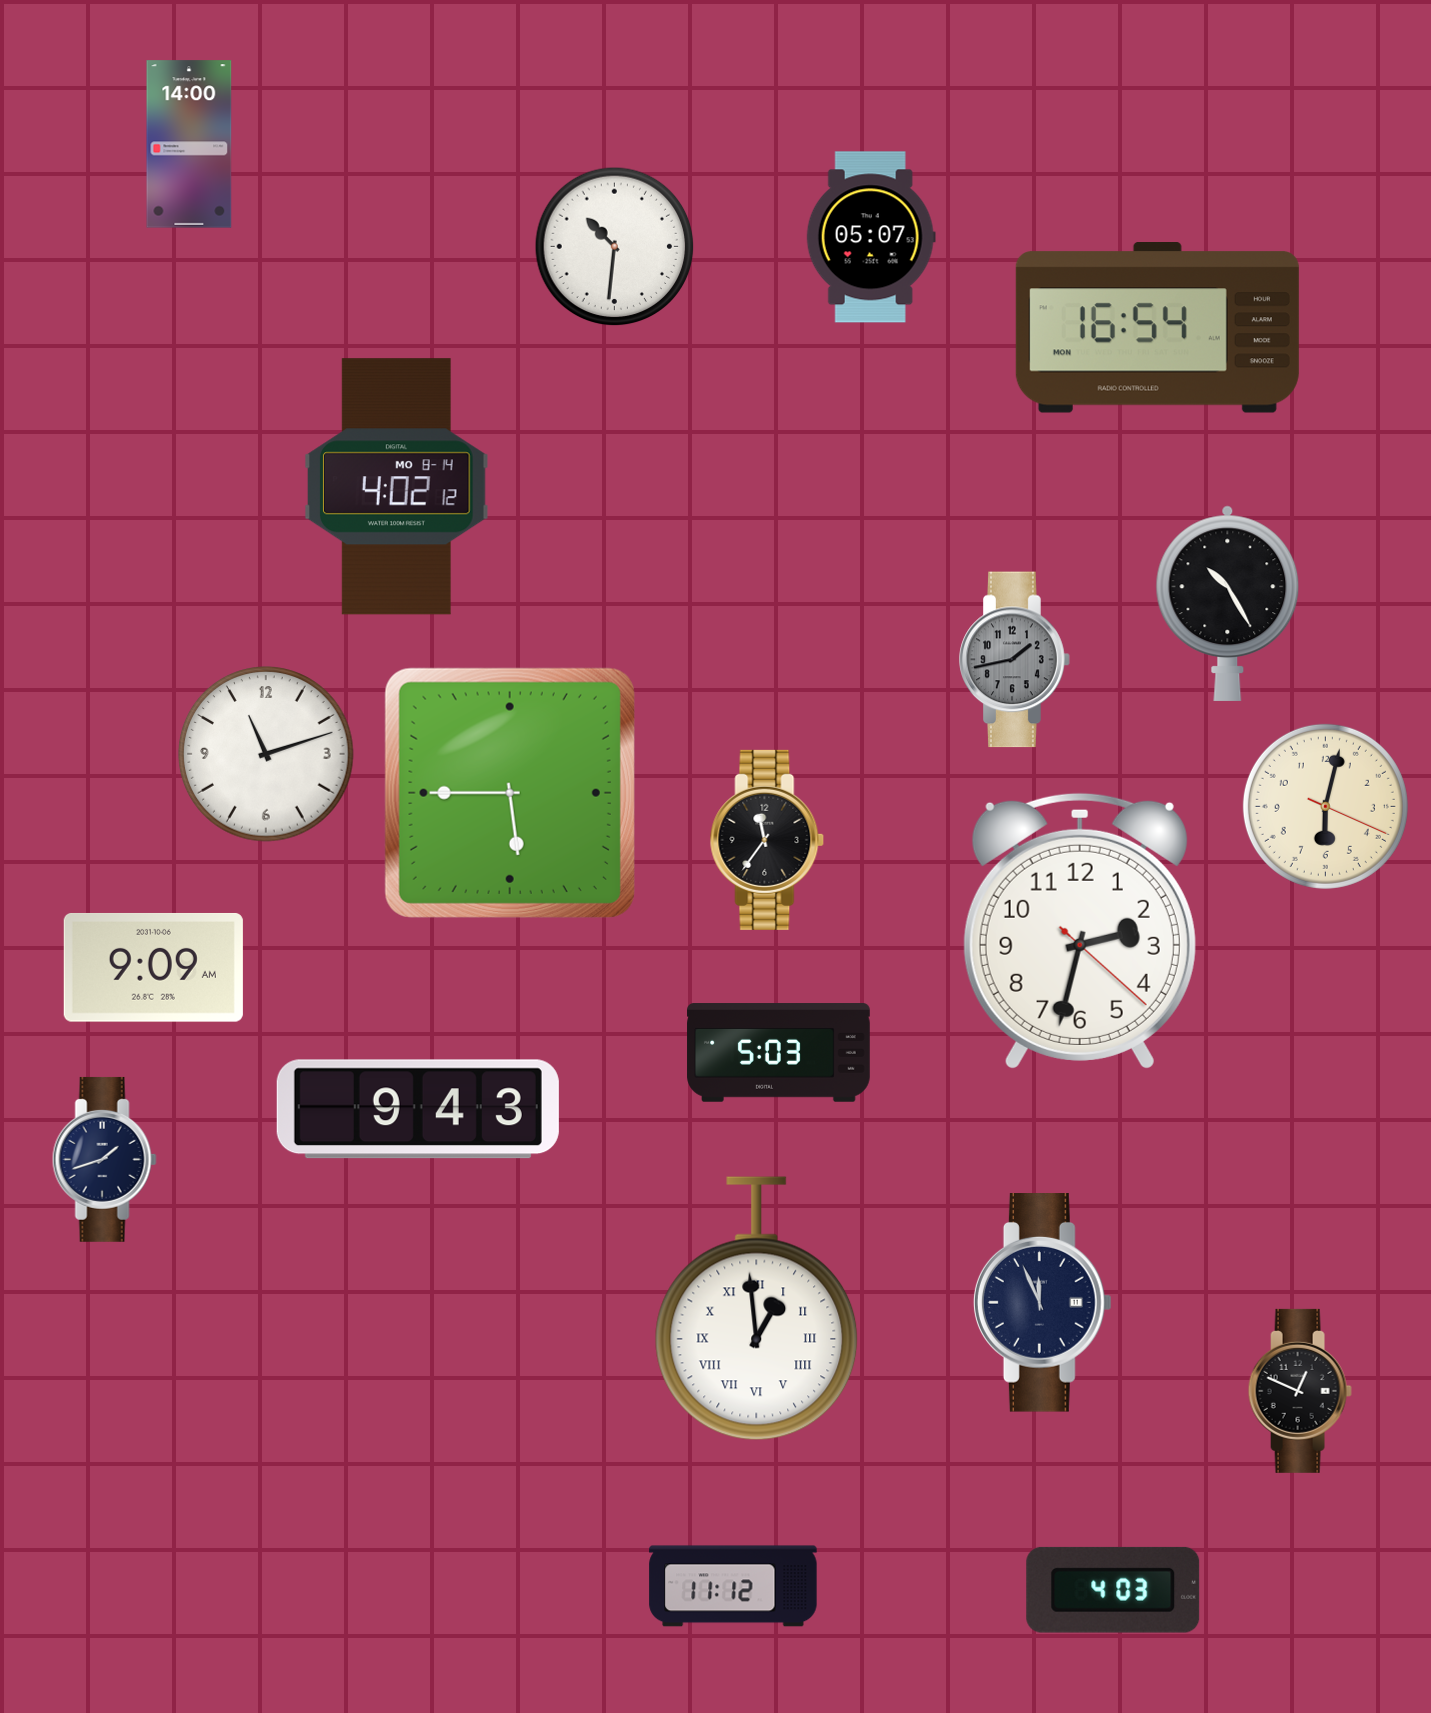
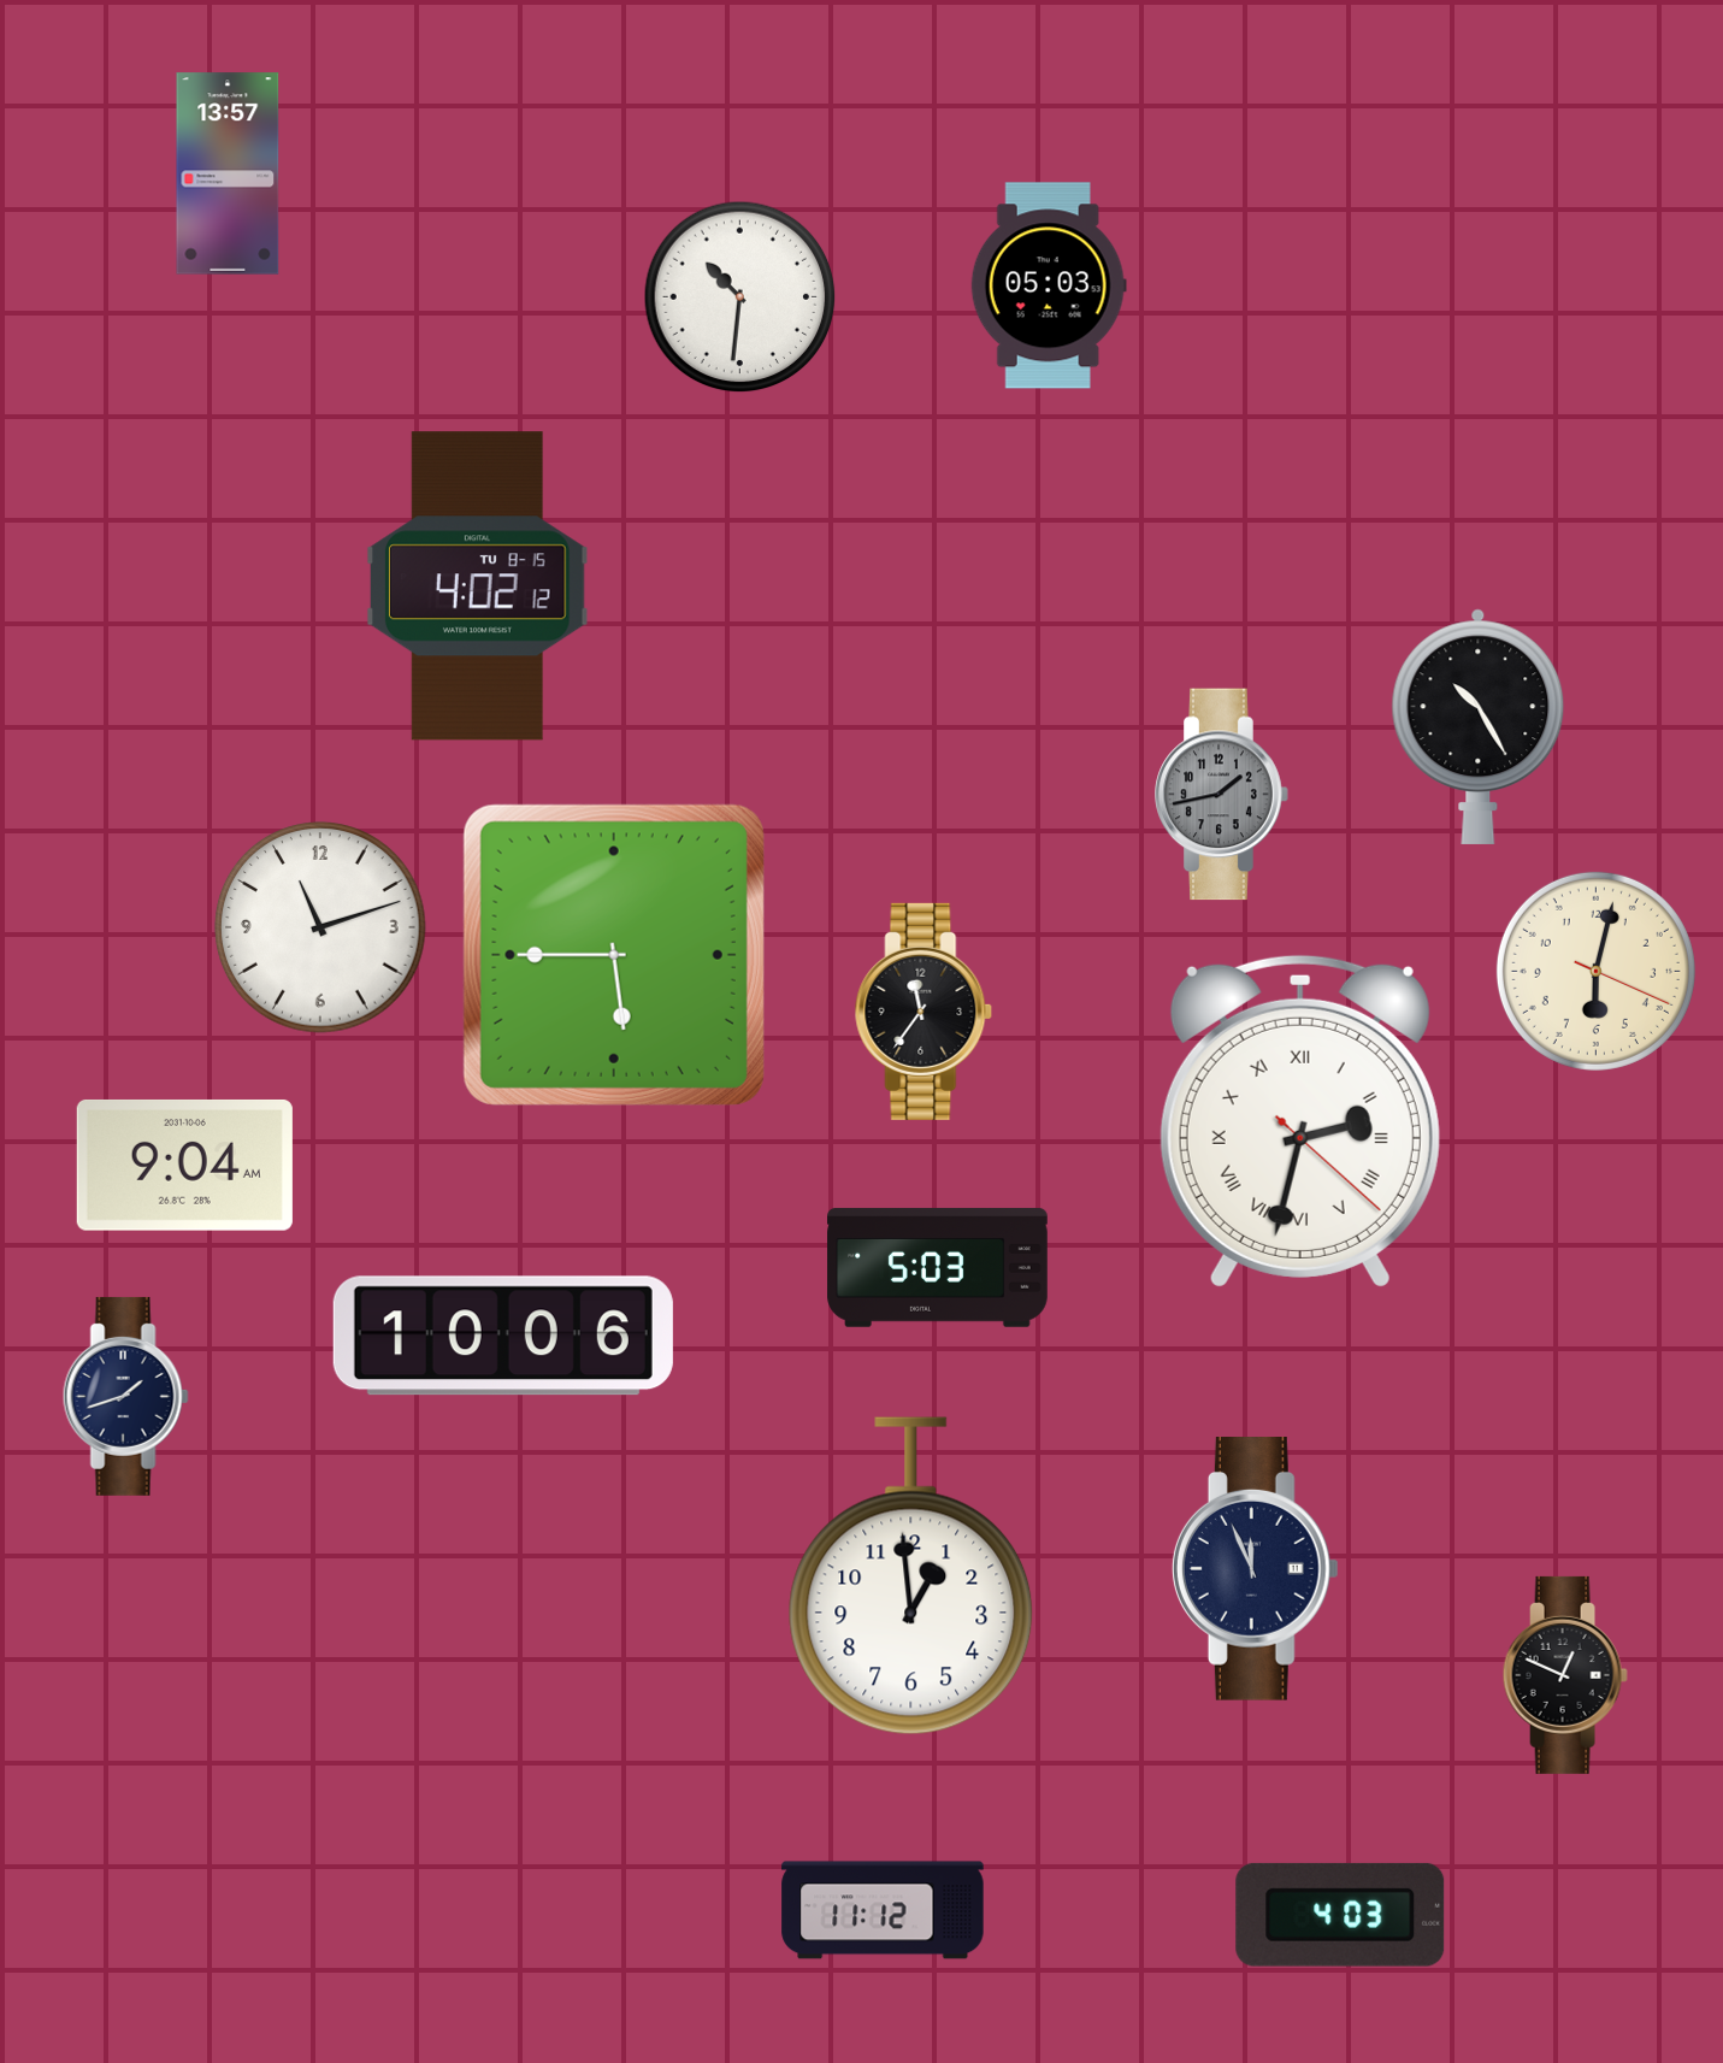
clock at (189, 144): 14:00 -> 13:57
clock at (871, 237): 05:07 -> 05:03
clock at (1157, 328): 16:54 -> none
clock at (397, 487) date: MO 8-14 -> TU 8-15
clock at (266, 754) position: (266, 754) -> (320, 927)
clock at (1080, 931) numerals: Arabic -> Roman
clock at (153, 967): 9:09 -> 9:04
clock at (418, 1109): 9:43 -> 10:06
clock at (757, 1309) numerals: Roman -> Arabic
